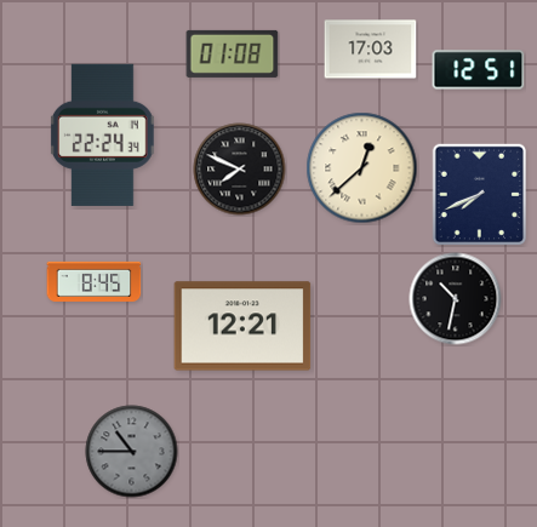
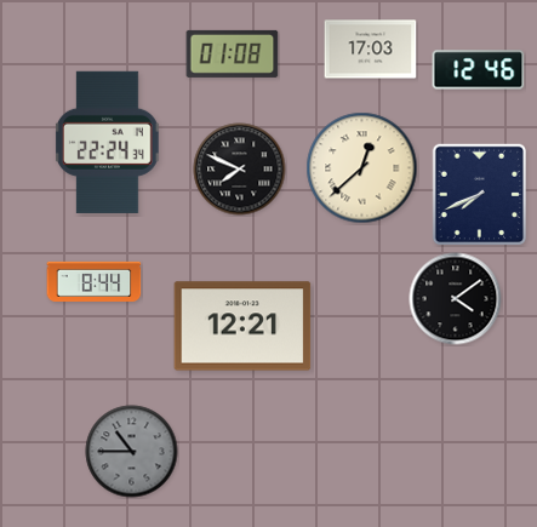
clock at (479, 70): 12:51 -> 12:46
clock at (102, 134) position: (102, 134) -> (107, 142)
clock at (95, 281): 8:45 -> 8:44
clock at (456, 299): 10:32 -> 4:09
